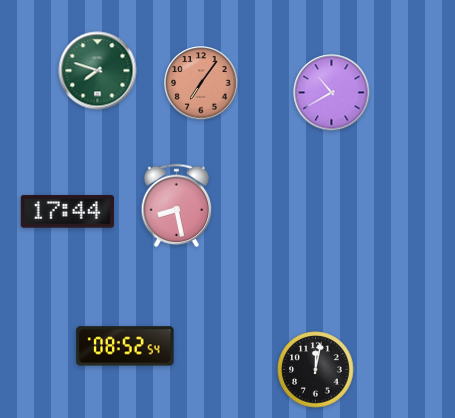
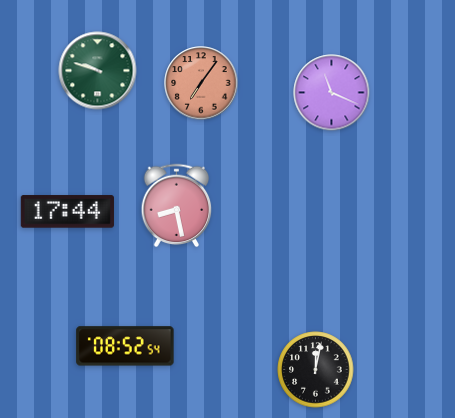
clock at (98, 71): 7:48 -> 9:48
clock at (332, 93): 10:40 -> 11:19
